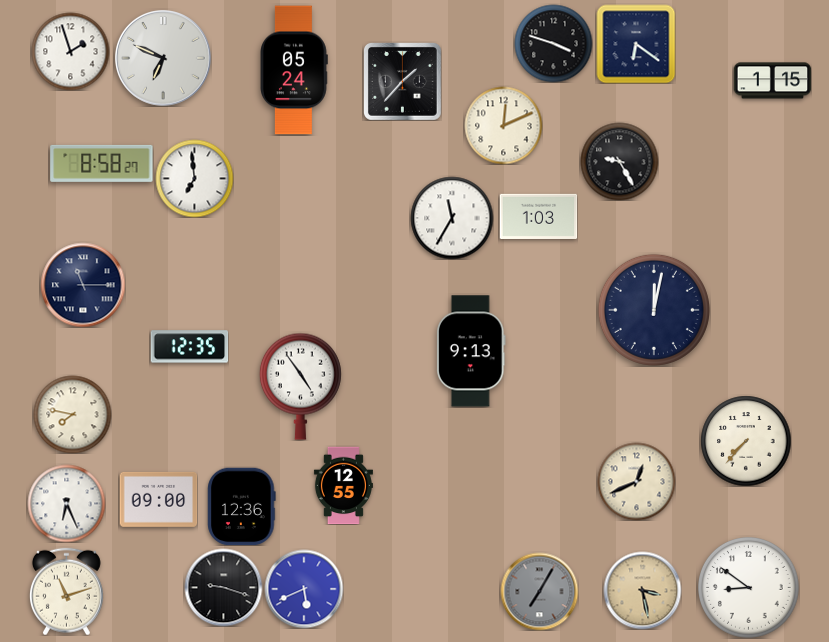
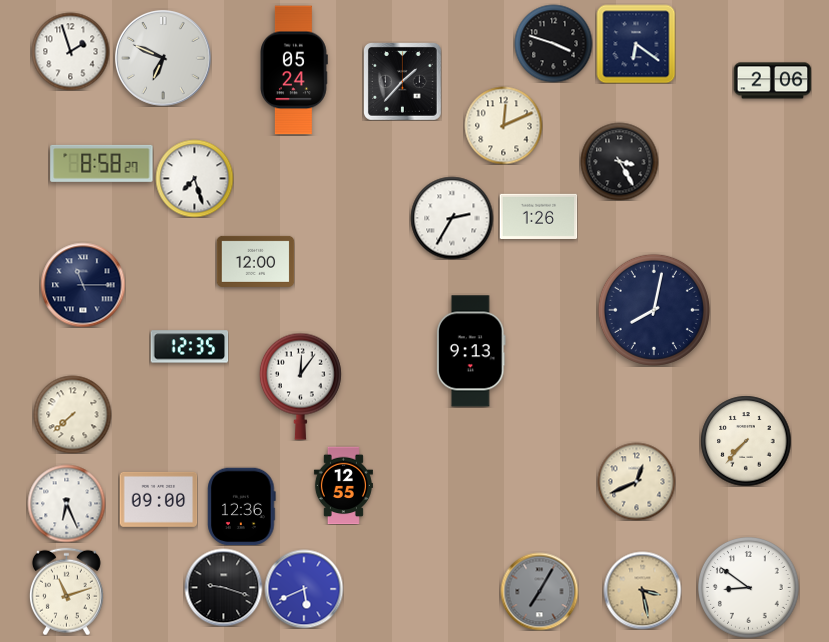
clock at (772, 81): 1:15 -> 2:06
clock at (619, 161): 9:25 -> 3:25
clock at (194, 178): 6:59 -> 7:27
clock at (538, 216): 1:03 -> 1:26
clock at (452, 218): 11:35 -> 2:35
clock at (255, 261): none -> 12:00
clock at (654, 310): 12:02 -> 8:02
clock at (300, 386): 4:54 -> 12:06
clock at (72, 414): 7:47 -> 7:38
